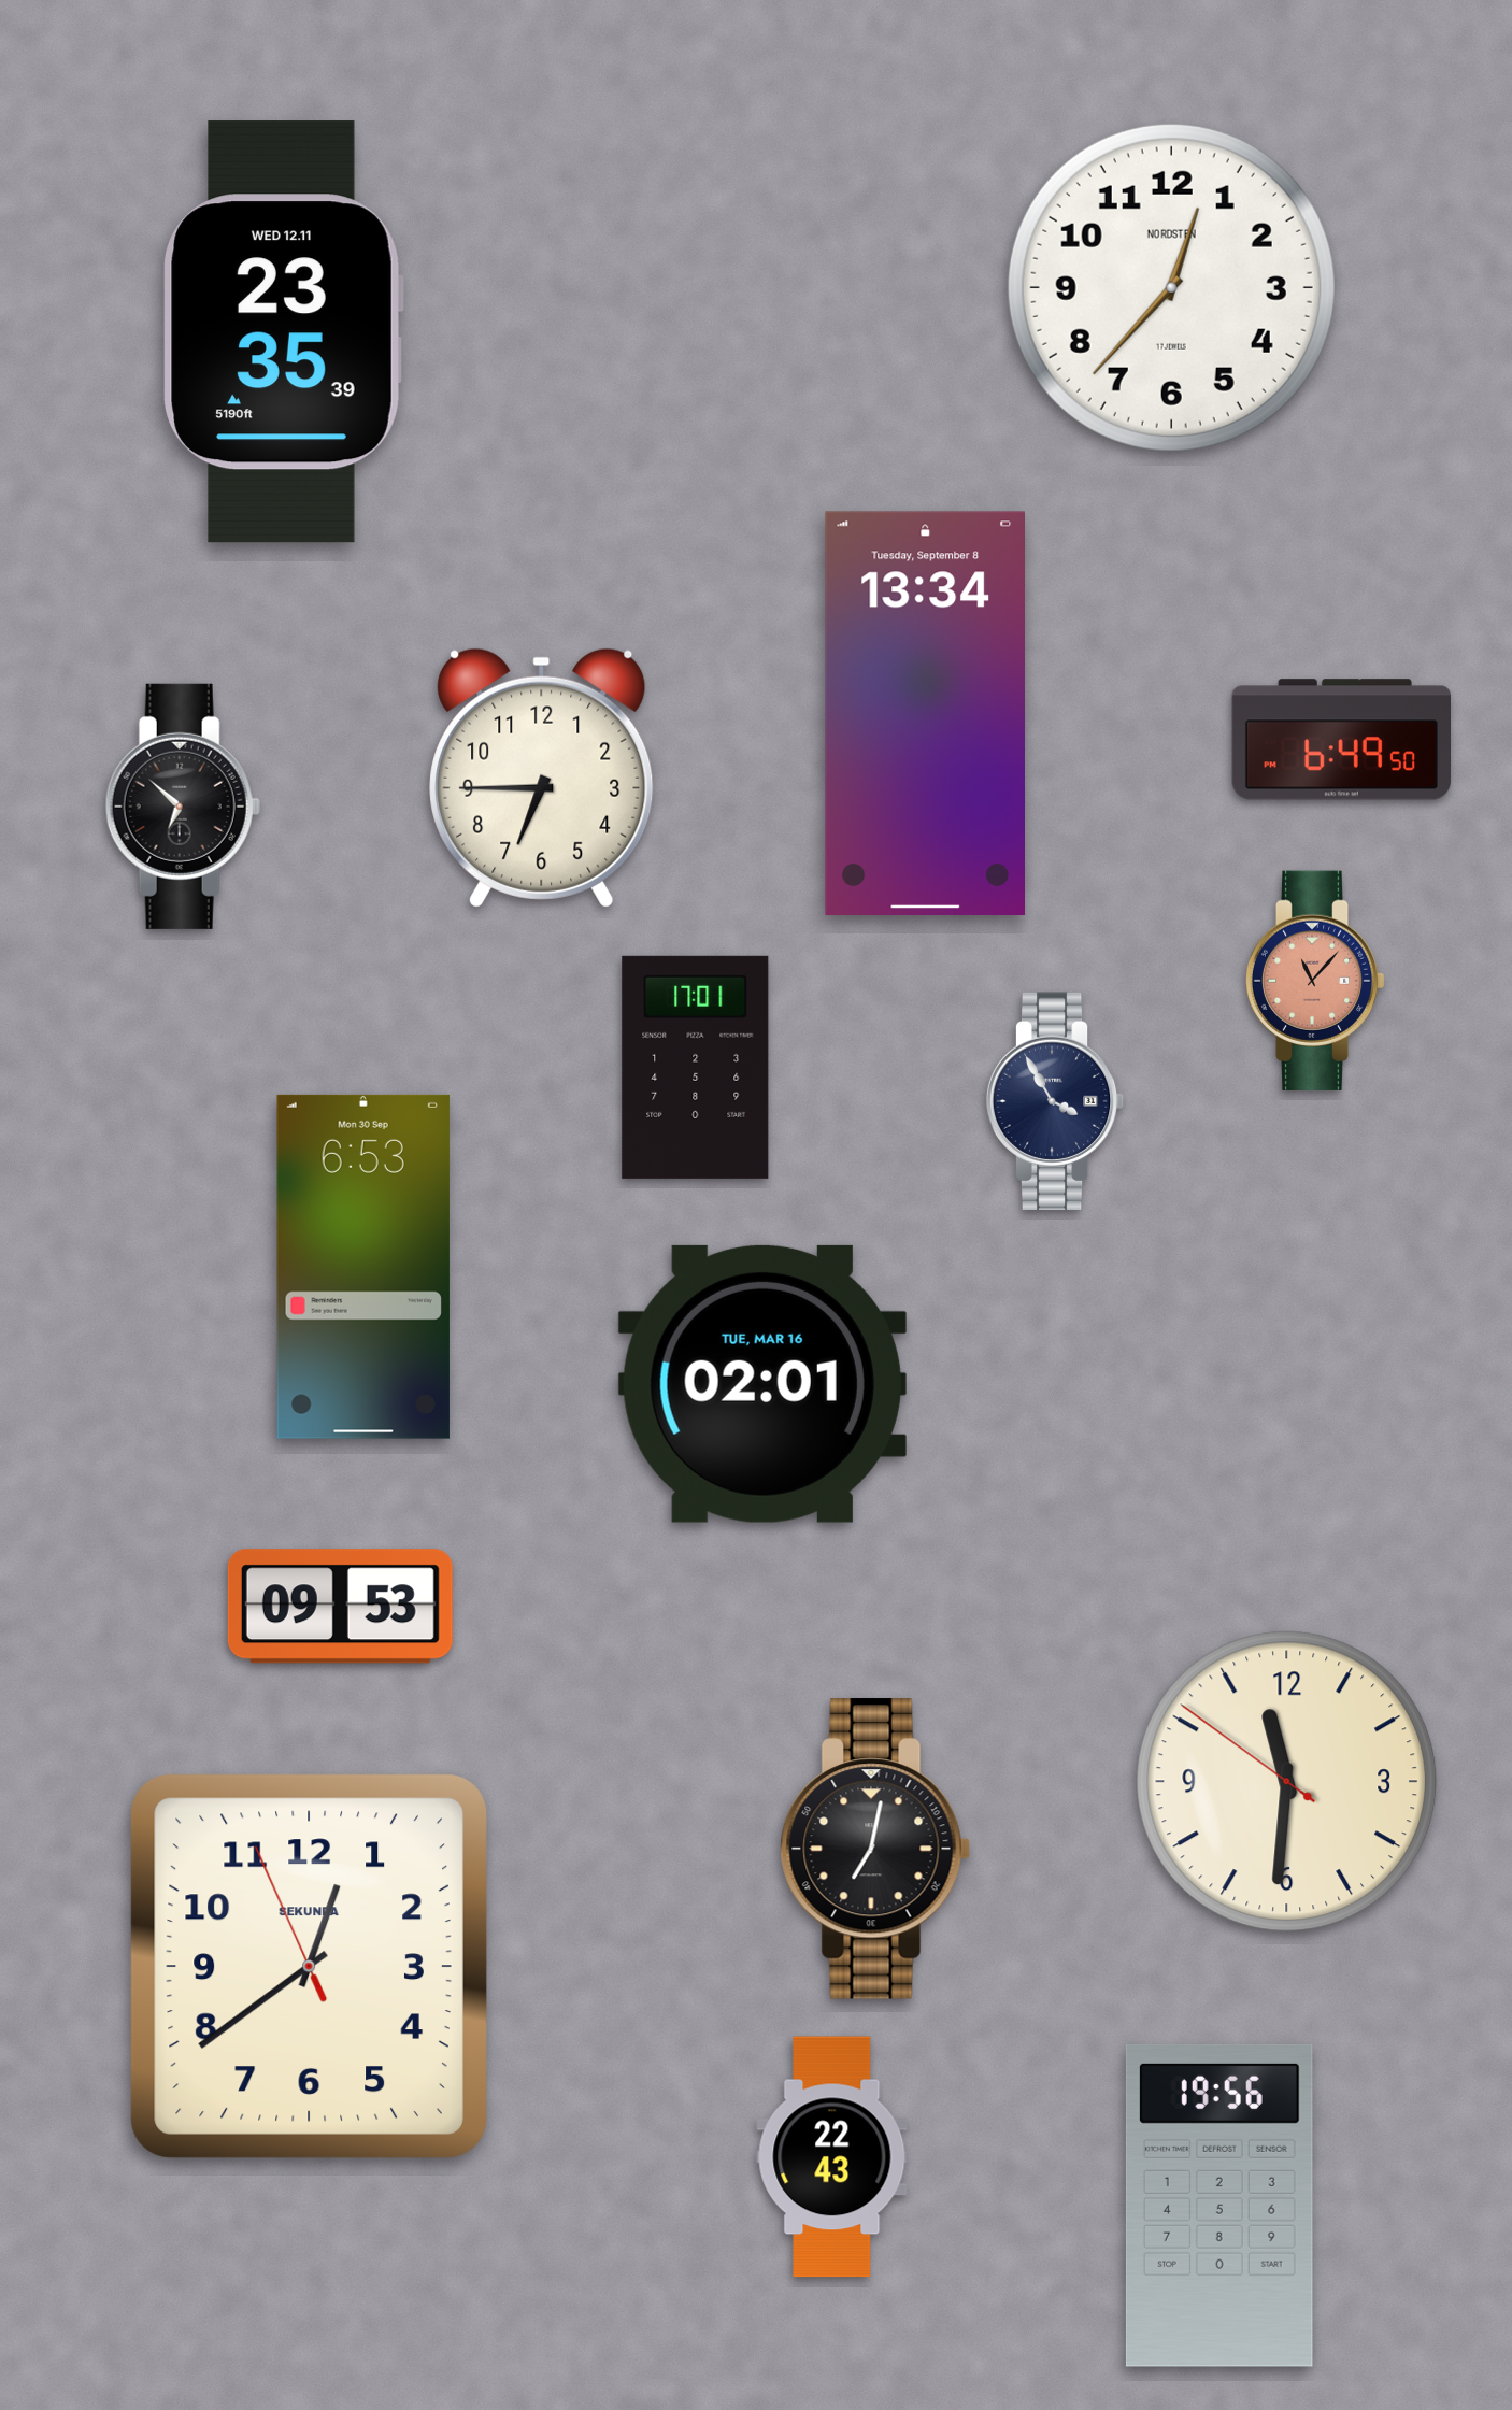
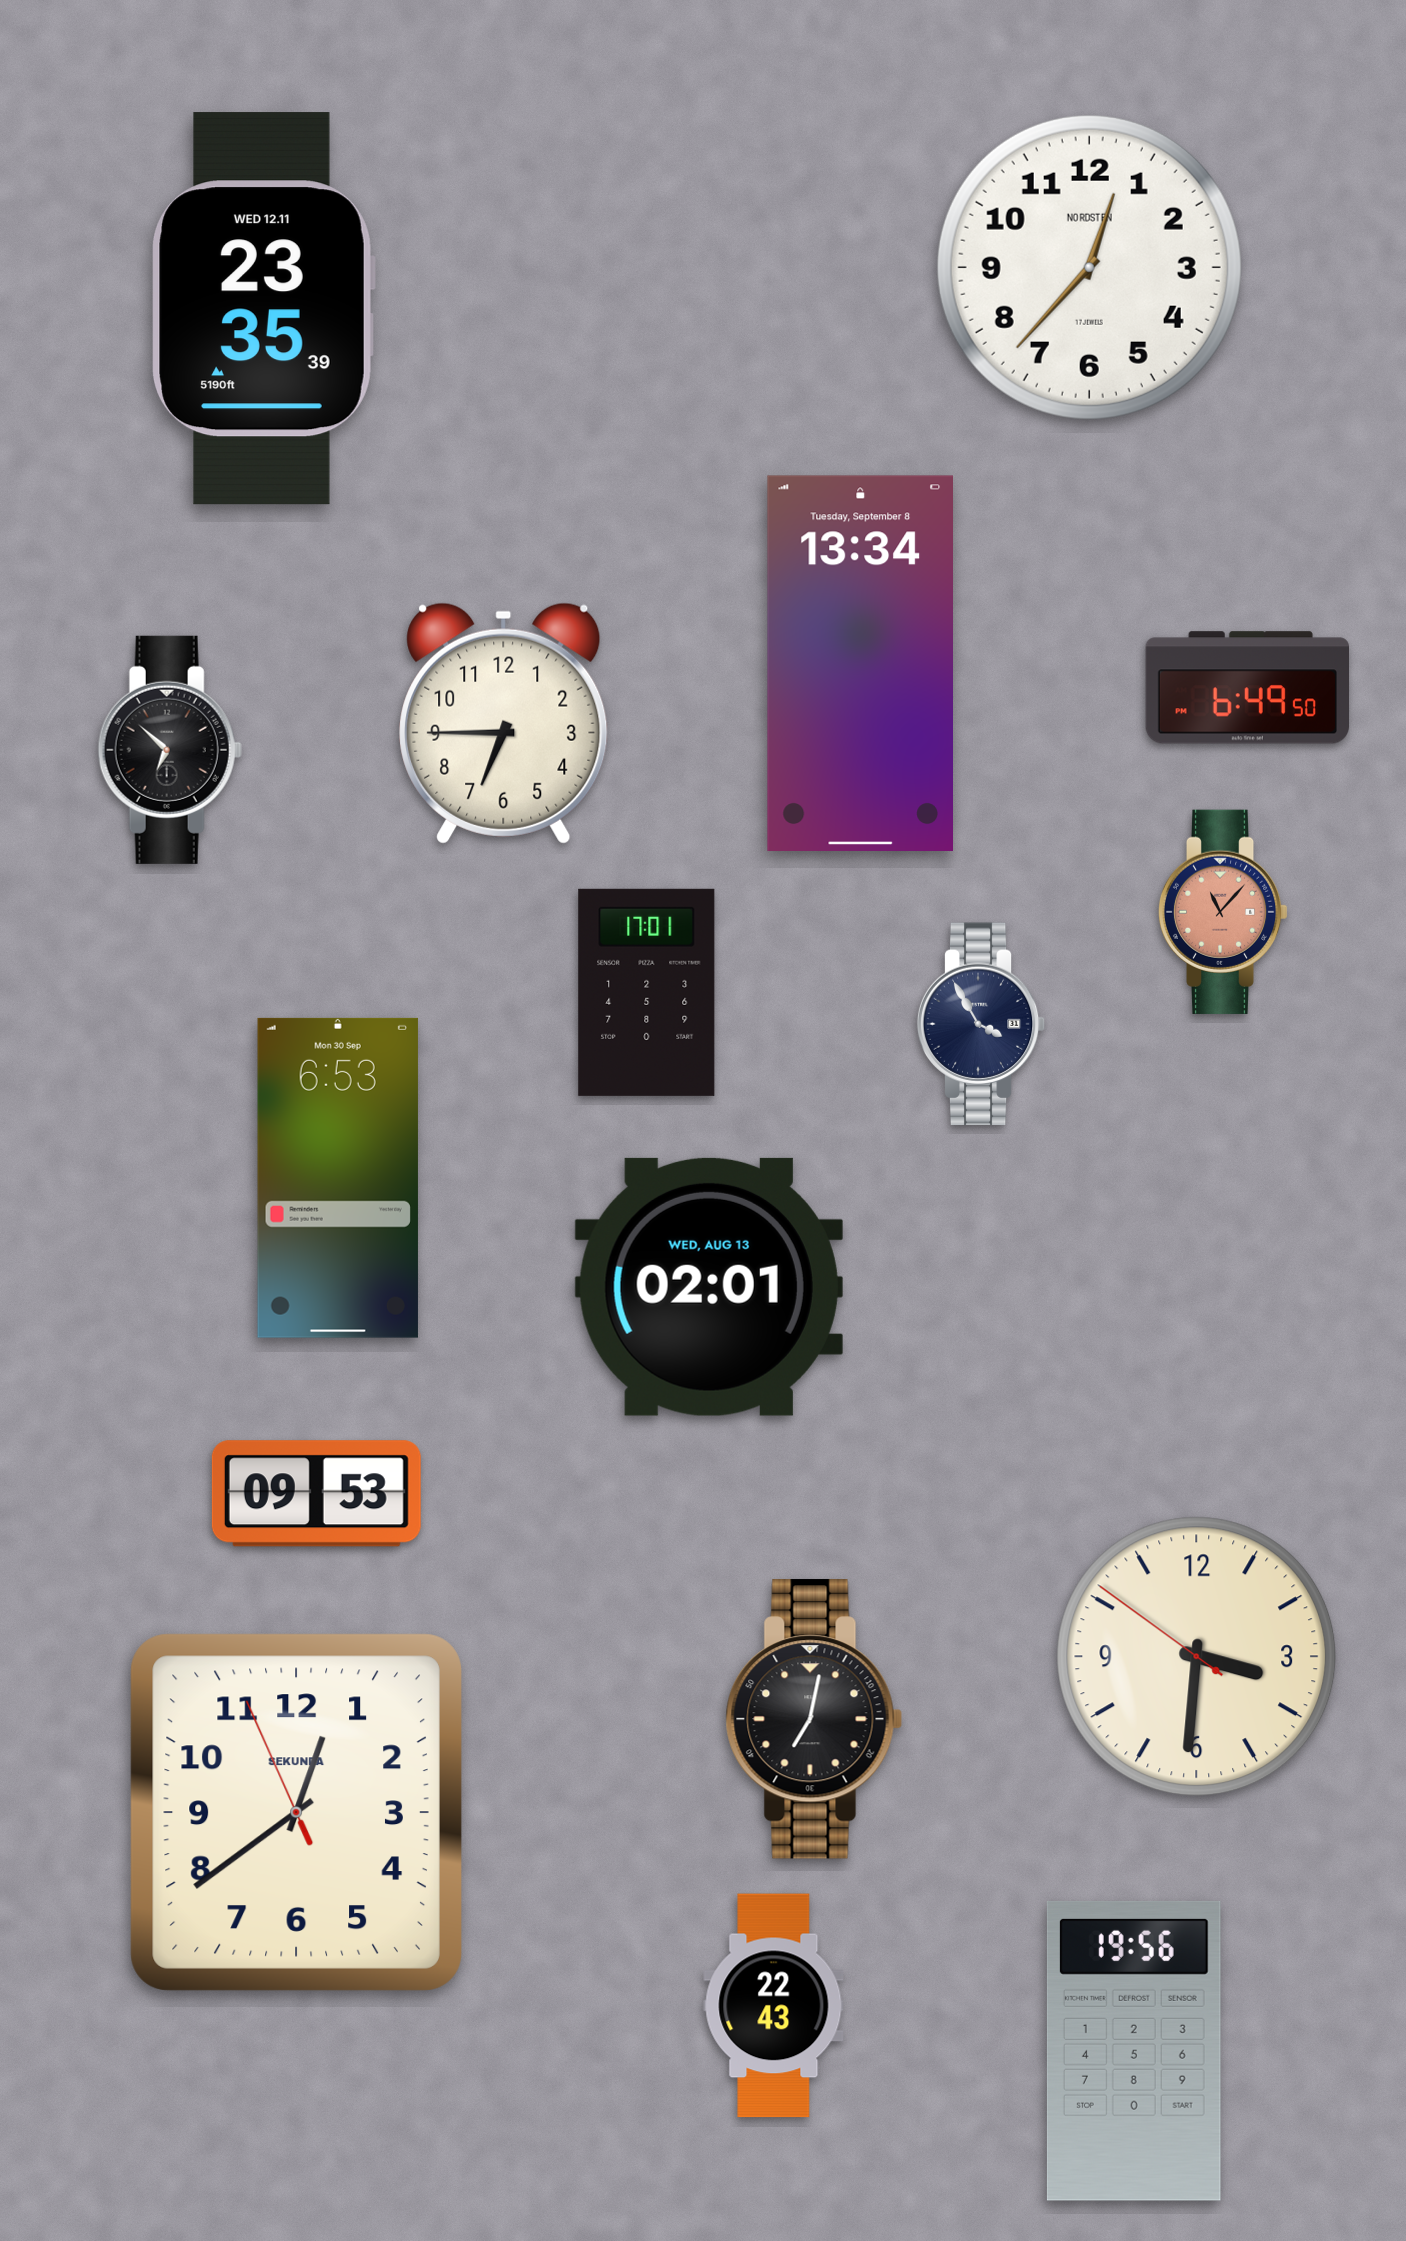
clock at (762, 1384) date: TUE, MAR 16 -> WED, AUG 13
clock at (1287, 1782): 11:30 -> 3:30
clock at (309, 1966) position: (309, 1966) -> (296, 1812)
